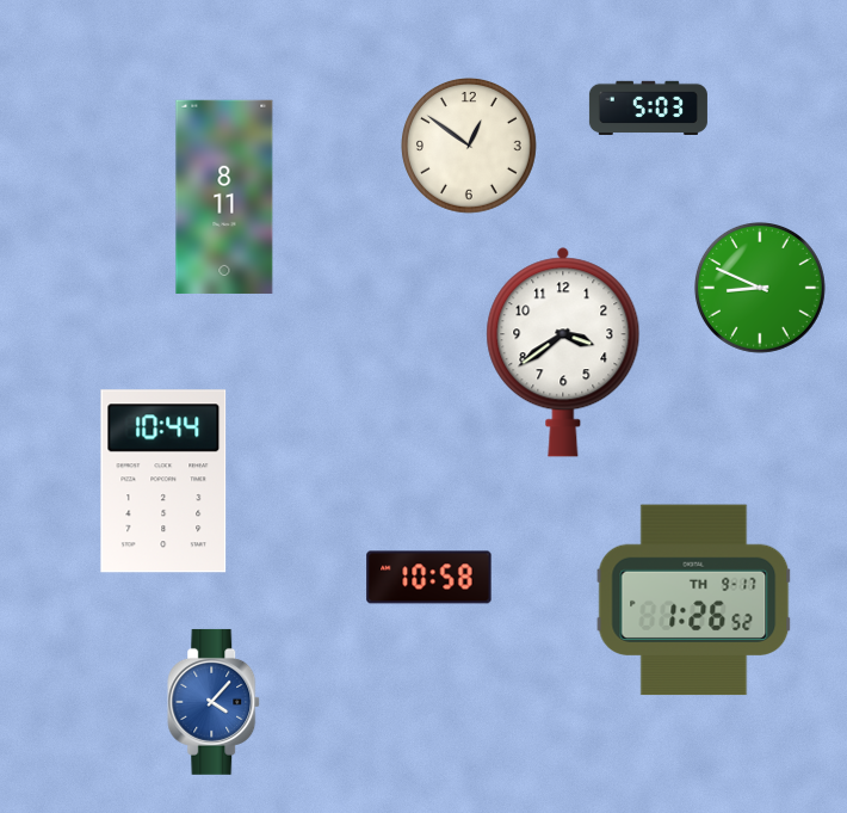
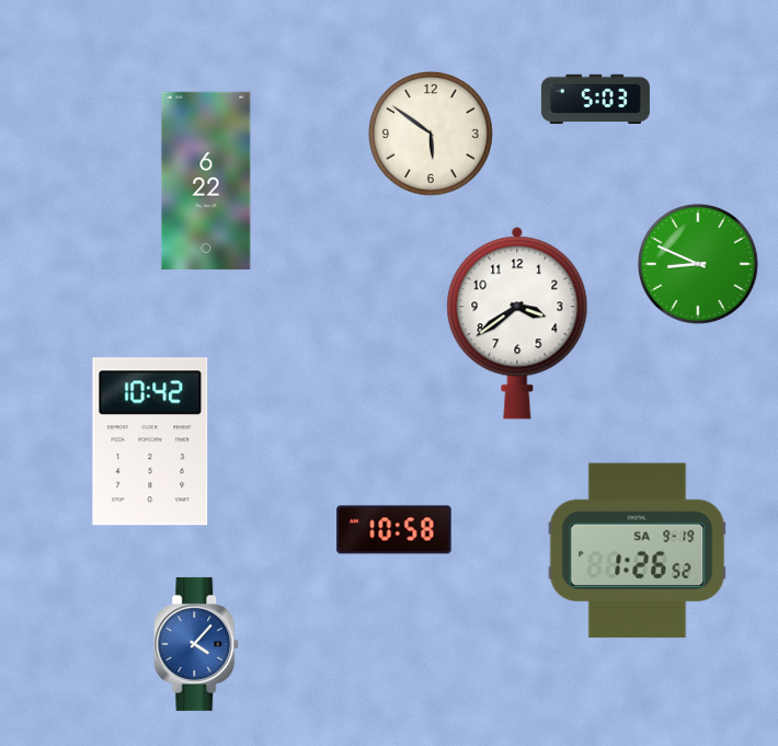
clock at (470, 147): 12:51 -> 5:51
clock at (224, 197): 8:11 -> 6:22
clock at (163, 481): 10:44 -> 10:42
clock at (694, 600) date: TH 9-17 -> SA 9-19
